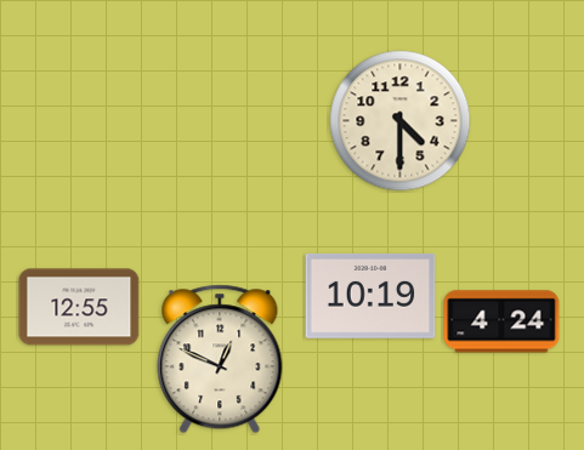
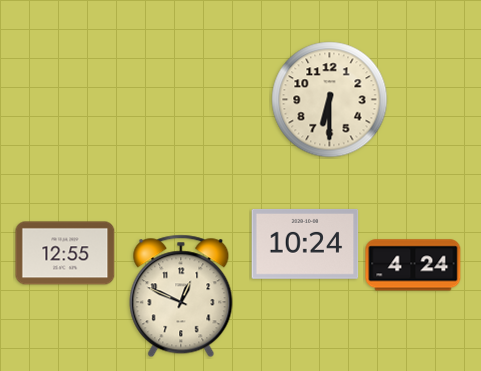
clock at (401, 121): 4:30 -> 6:30
clock at (370, 296): 10:19 -> 10:24
